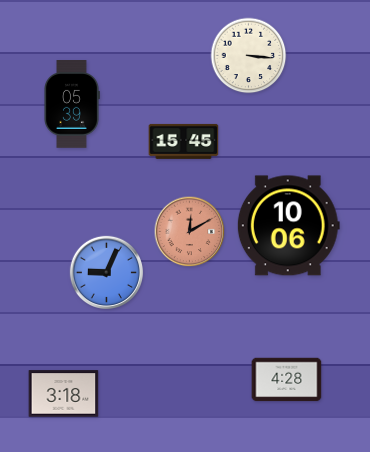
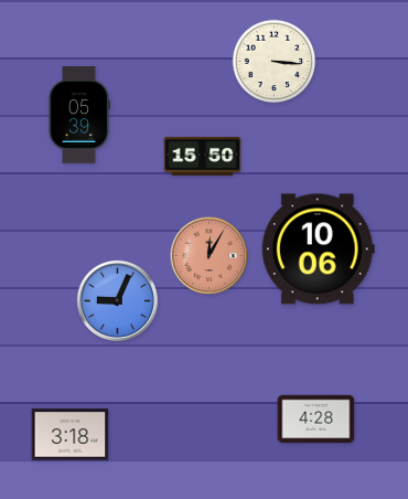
clock at (184, 141): 15:45 -> 15:50
clock at (190, 232): 12:10 -> 12:05
